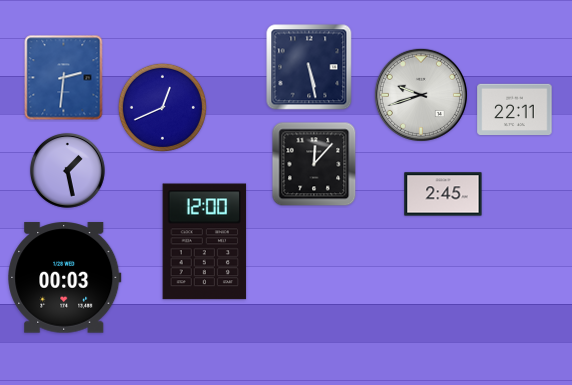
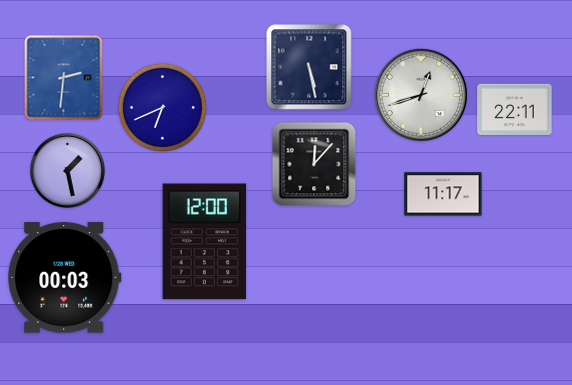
clock at (421, 95): 9:42 -> 12:42
clock at (162, 107): 12:41 -> 6:41
clock at (443, 194): 2:45 -> 11:17
